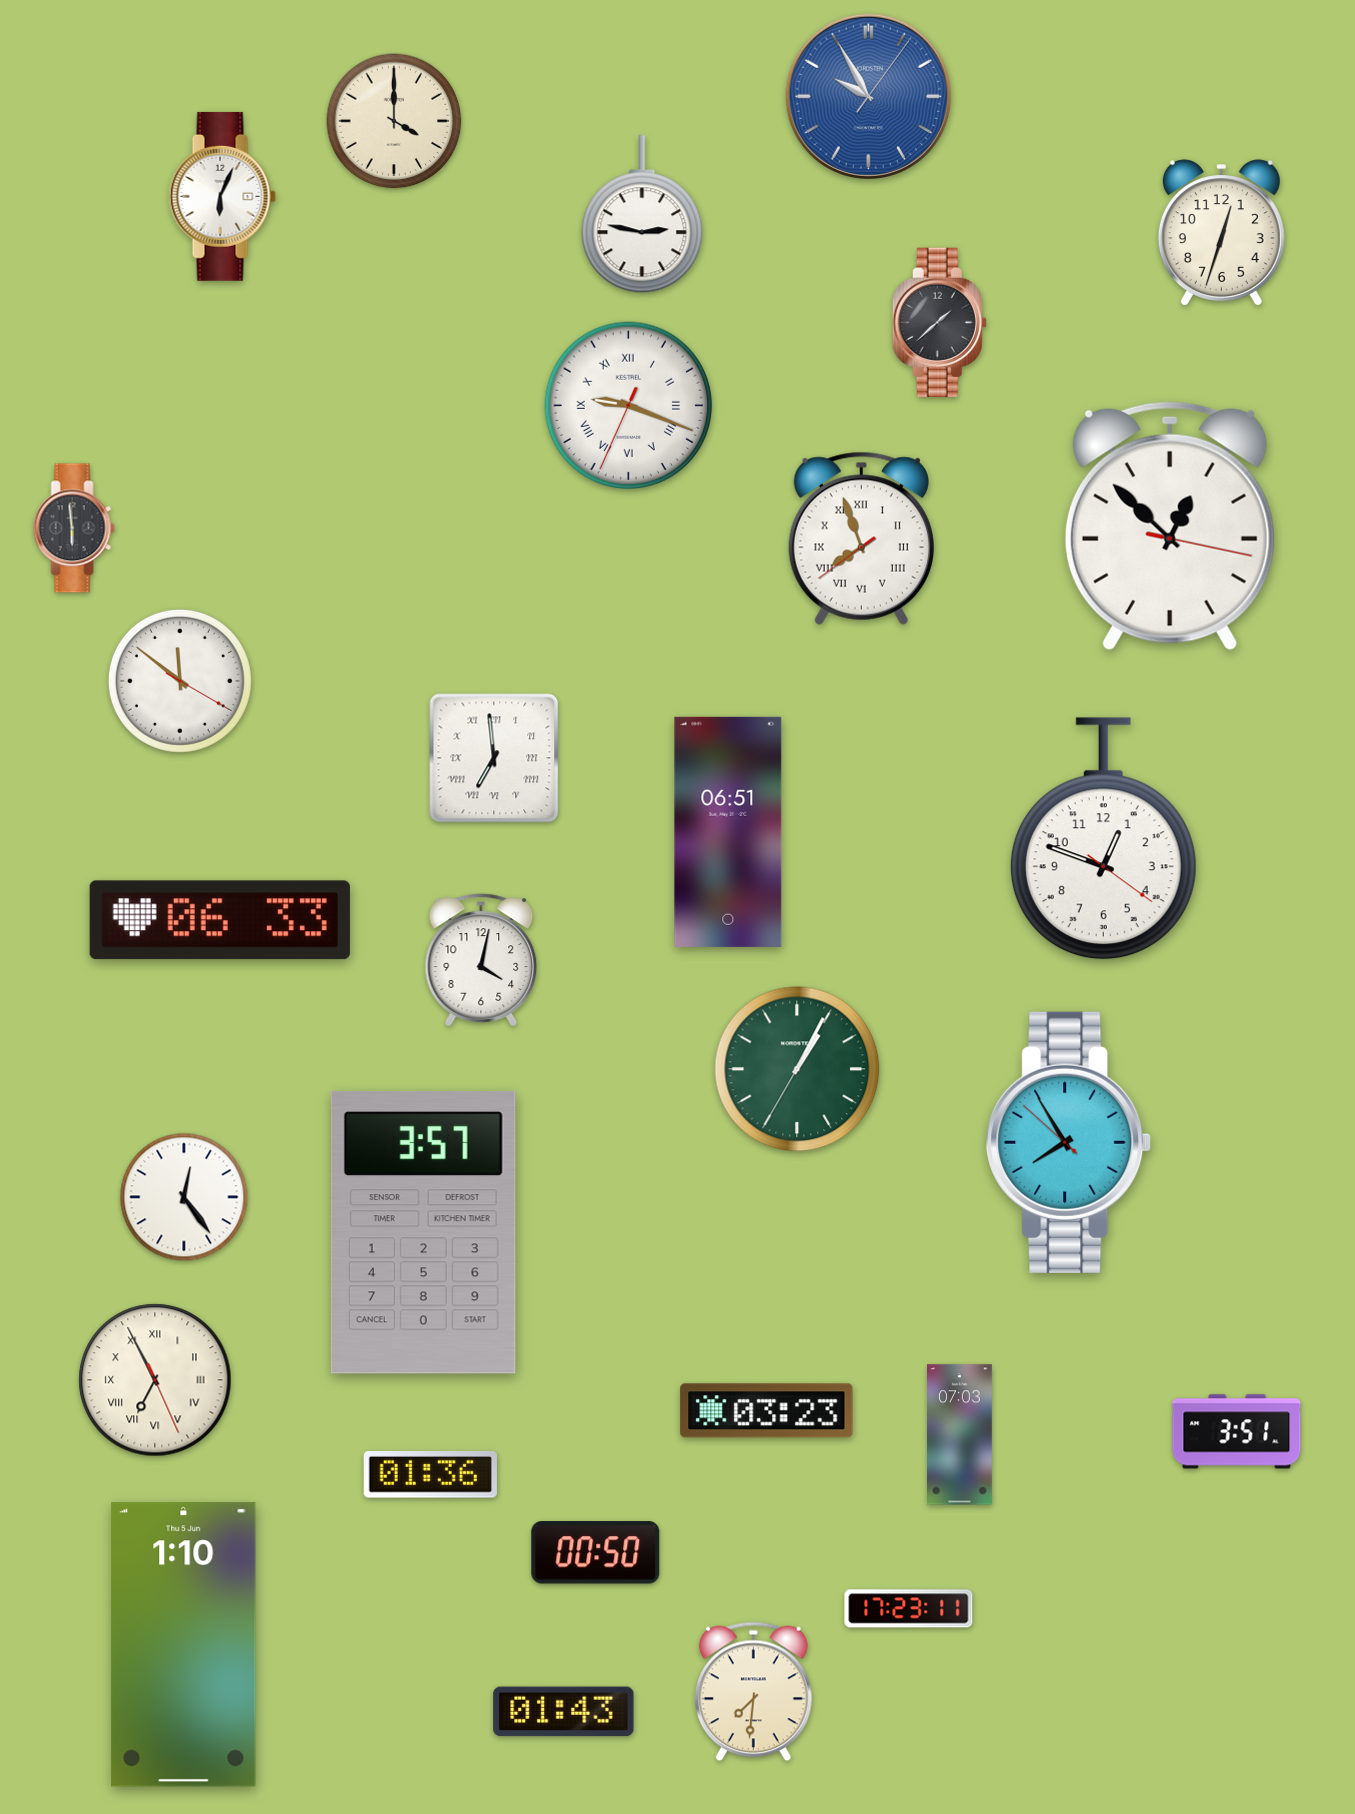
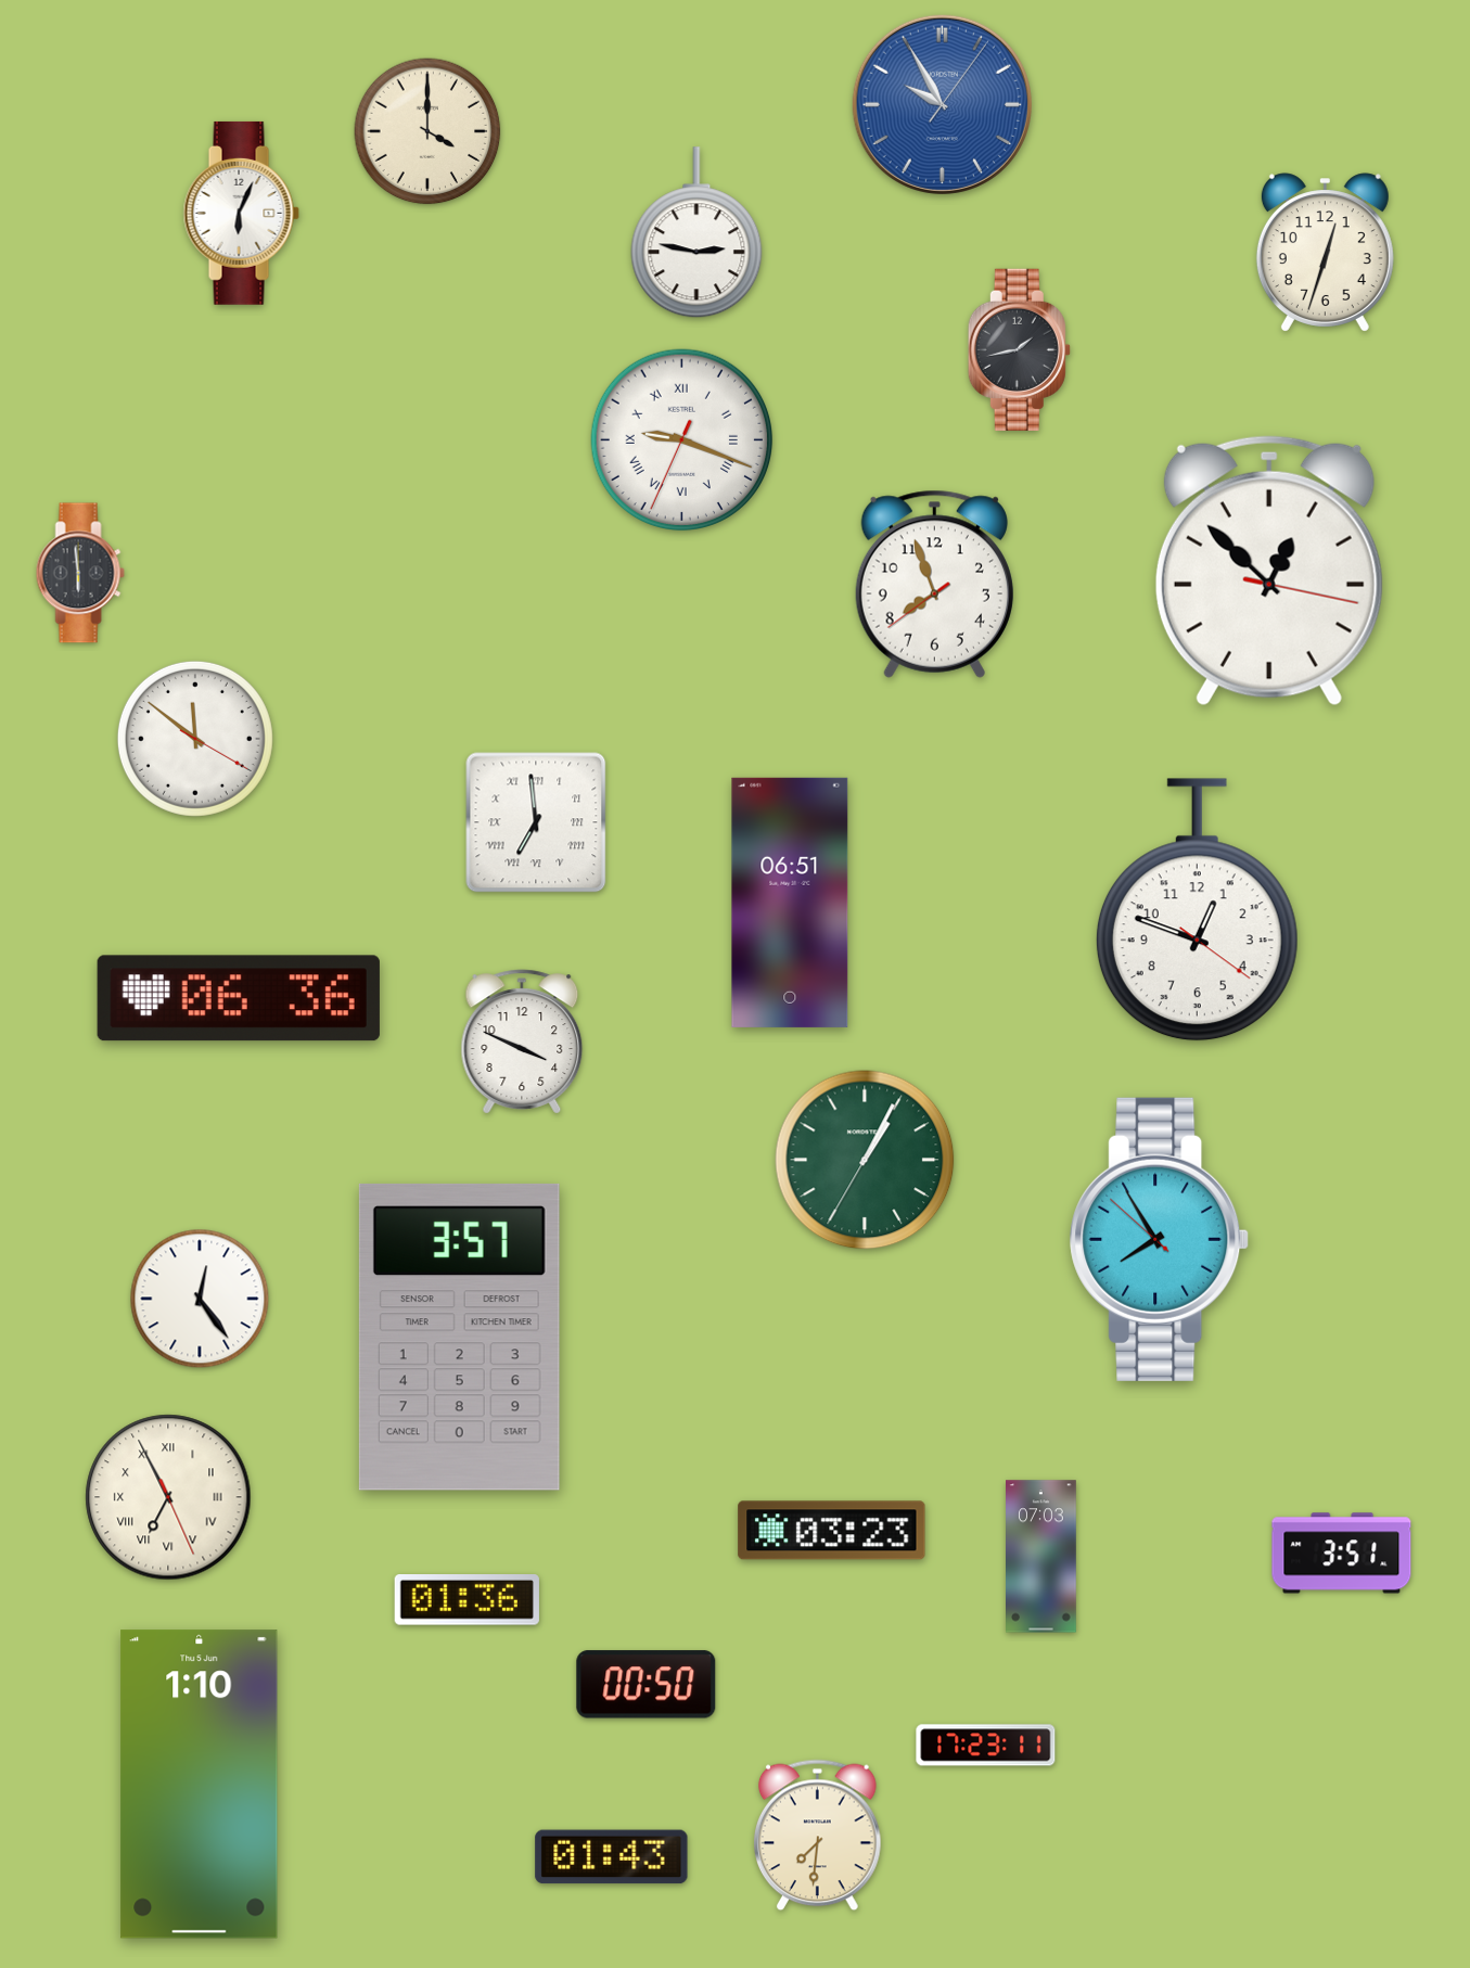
clock at (939, 322): 1:38 -> 1:43
clock at (861, 538) numerals: Roman -> Arabic
clock at (220, 920): 06:33 -> 06:36
clock at (481, 960): 4:02 -> 3:49
